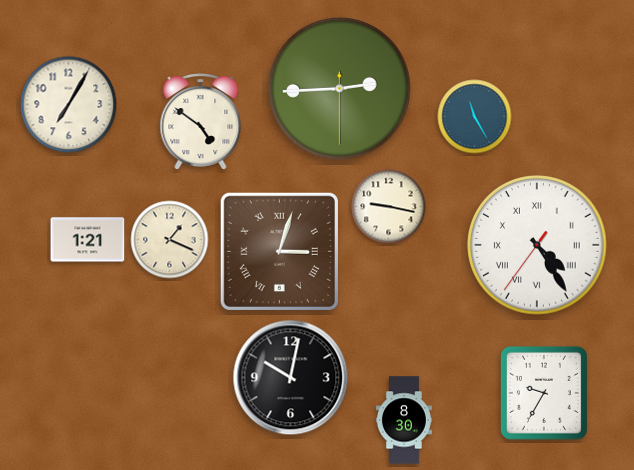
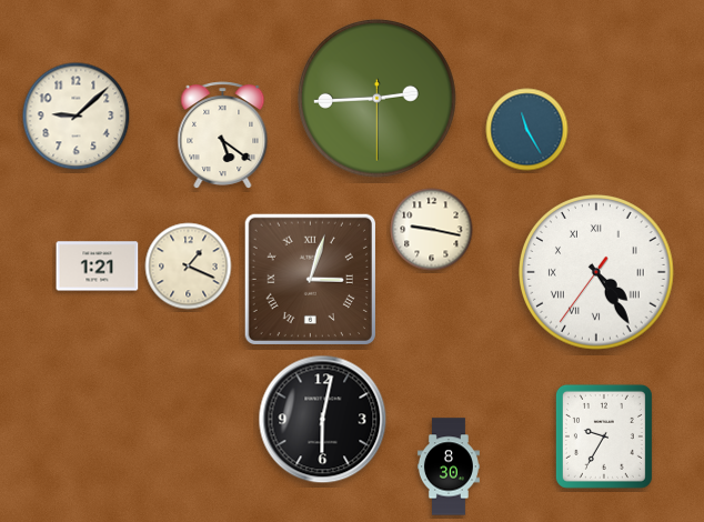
clock at (69, 105): 7:05 -> 9:08
clock at (201, 122): 4:51 -> 5:21
clock at (291, 378): 10:02 -> 6:02
